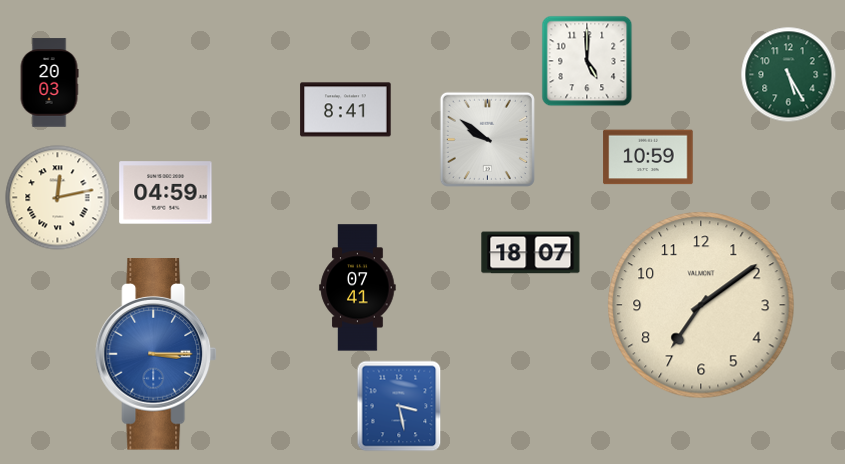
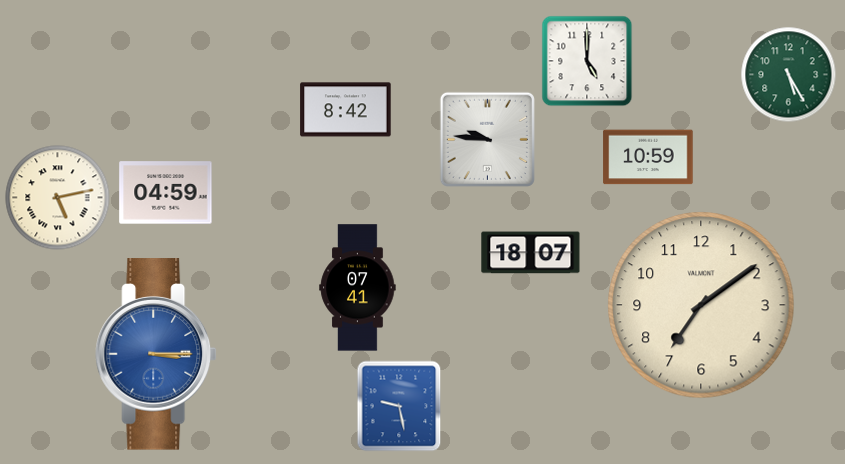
clock at (49, 83): 20:03 -> none
clock at (346, 110): 8:41 -> 8:42
clock at (487, 139): 9:51 -> 9:46
clock at (58, 198): 12:13 -> 5:13
clock at (399, 406): 3:28 -> 9:28
